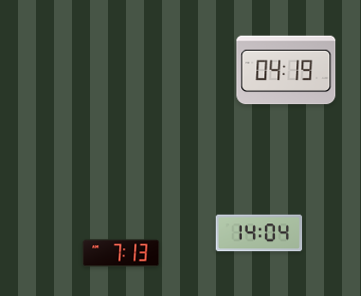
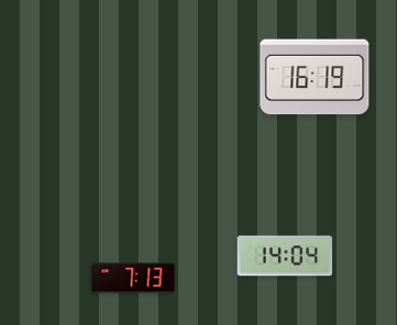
clock at (286, 70): 04:19 -> 16:19
